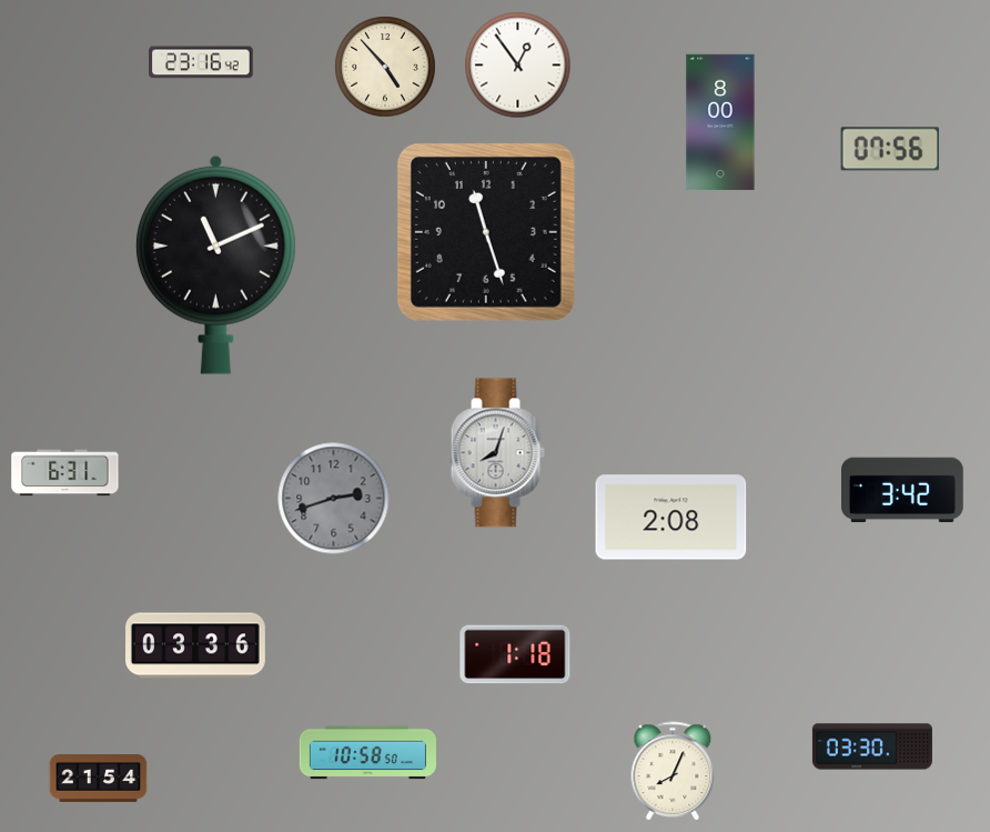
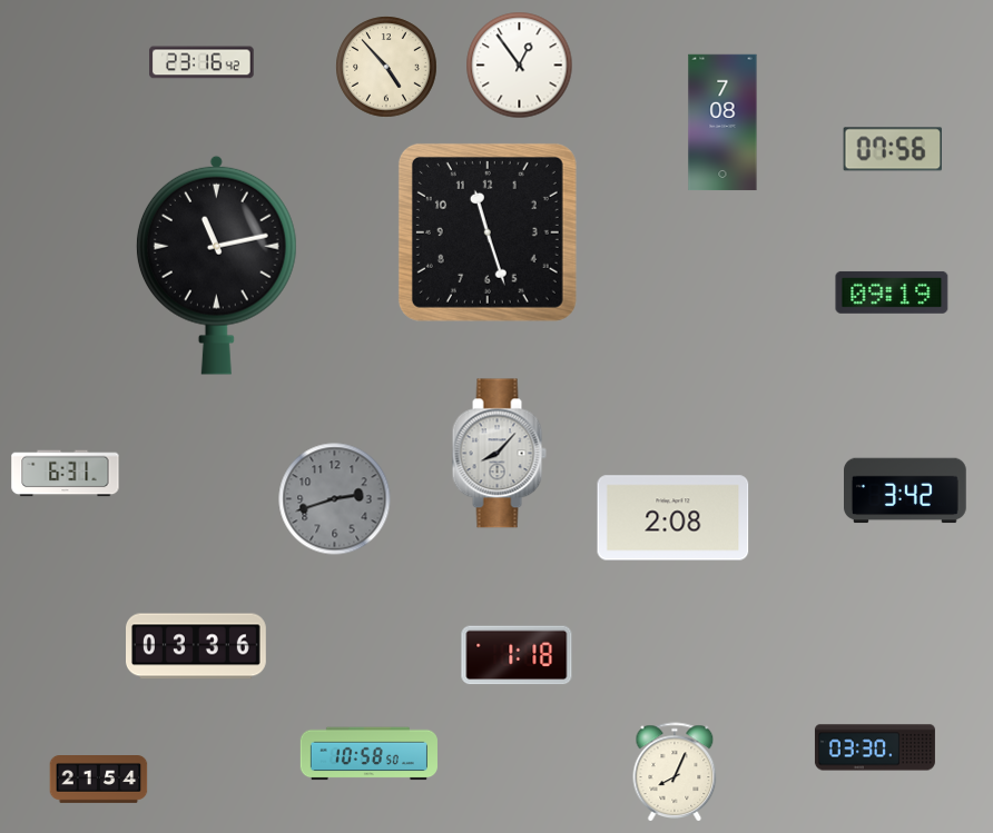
clock at (720, 122): 8:00 -> 7:08
clock at (215, 264): 11:11 -> 11:13
clock at (892, 292): none -> 09:19
clock at (497, 453): 8:03 -> 8:07
